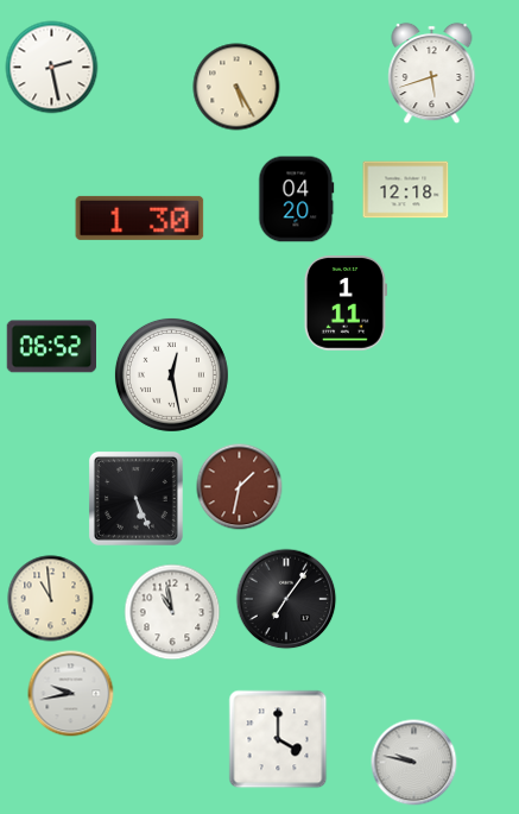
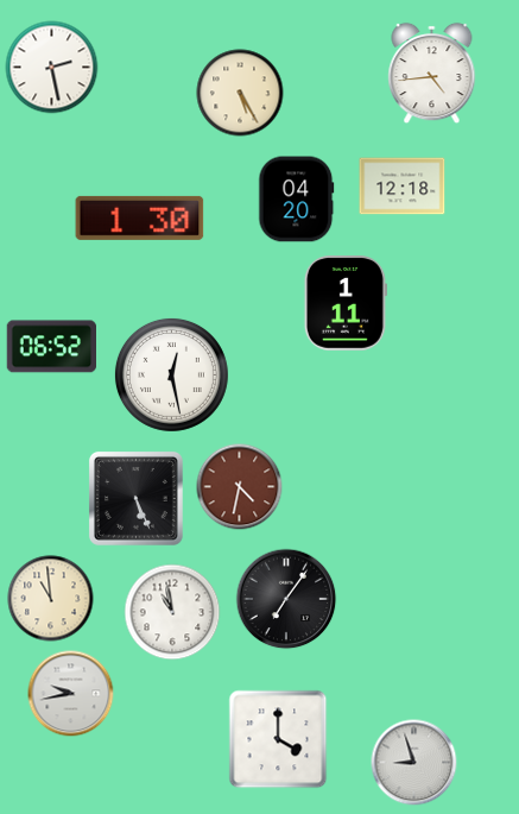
clock at (432, 74): 5:42 -> 4:44
clock at (236, 87) position: (236, 87) -> (240, 93)
clock at (406, 190) position: (406, 190) -> (403, 187)
clock at (240, 487): 1:32 -> 4:32
clock at (414, 763): 9:47 -> 8:57
